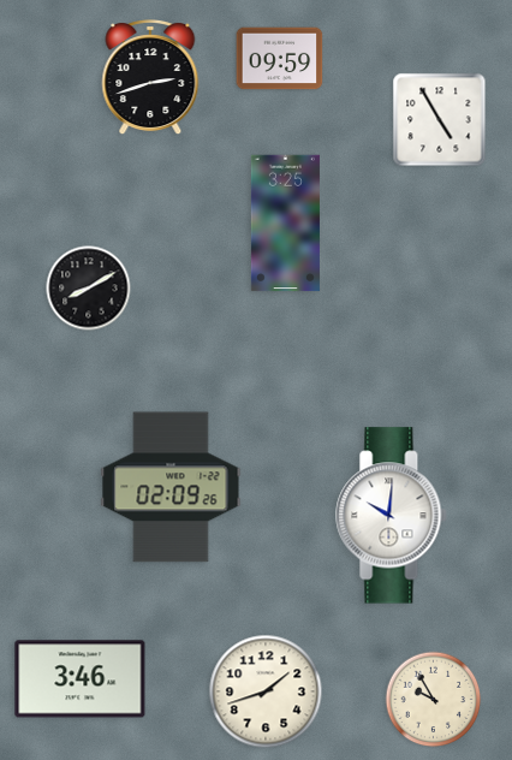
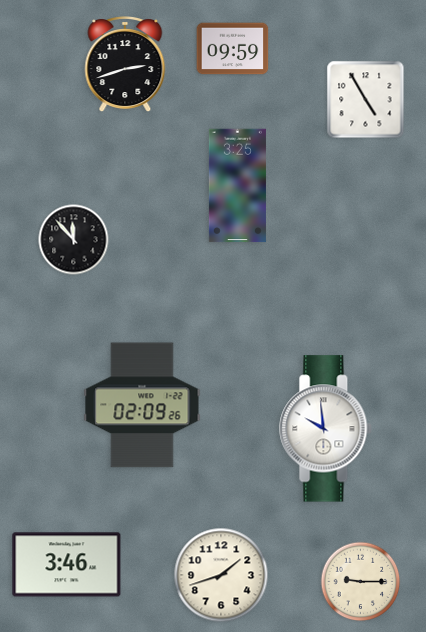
clock at (89, 289): 8:10 -> 11:53
clock at (392, 516): 10:01 -> 9:59
clock at (434, 700): 9:55 -> 9:15
